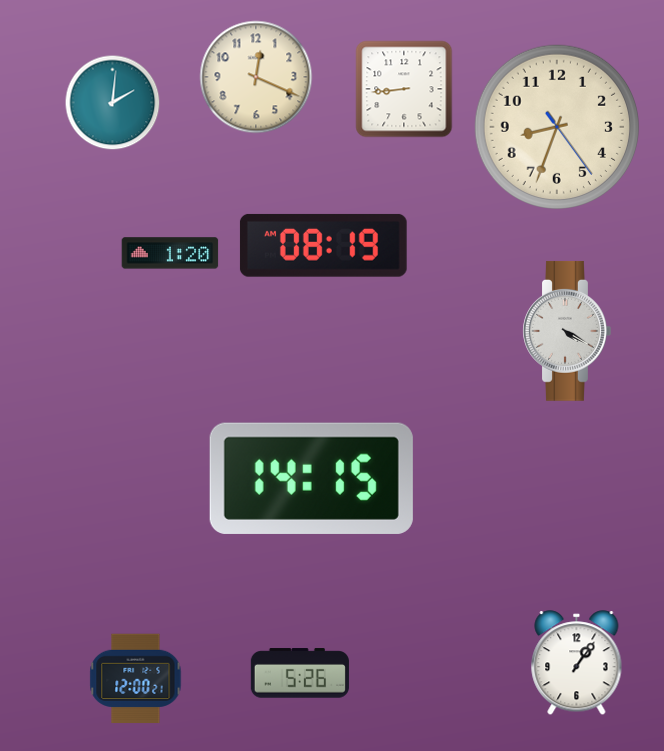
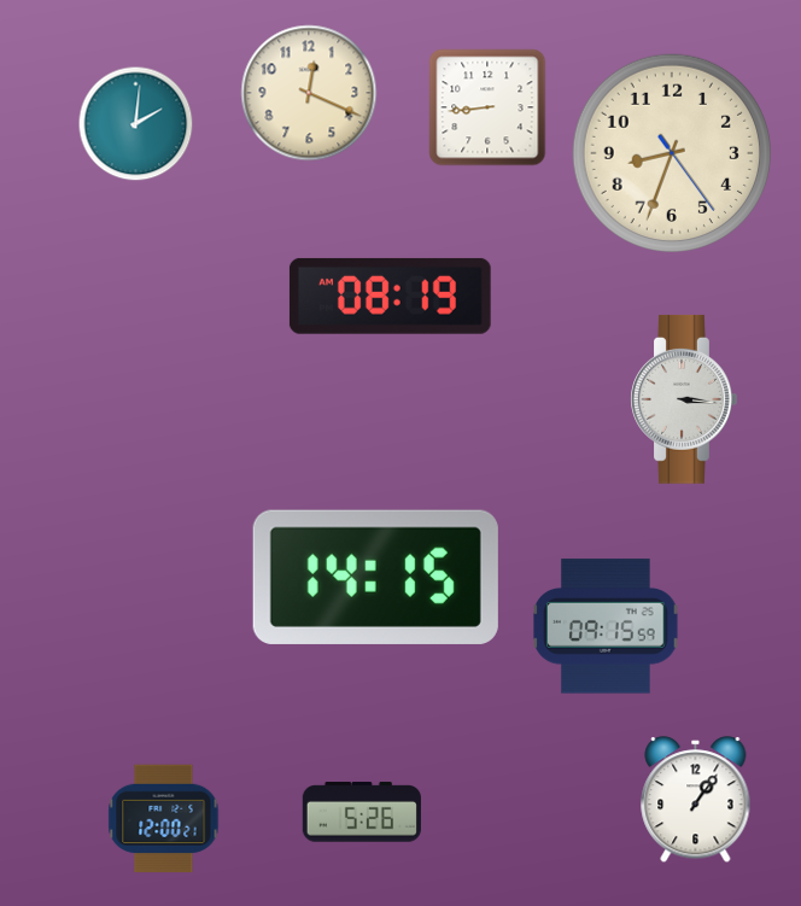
clock at (170, 253): 1:20 -> none
clock at (567, 331): 4:20 -> 3:16
clock at (606, 626): none -> 09:15
